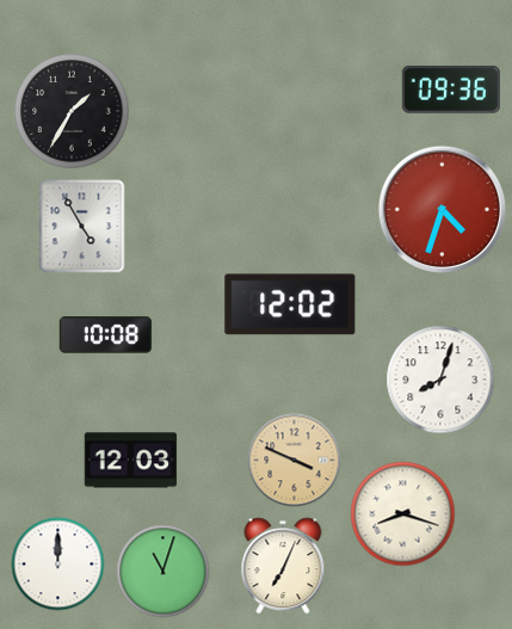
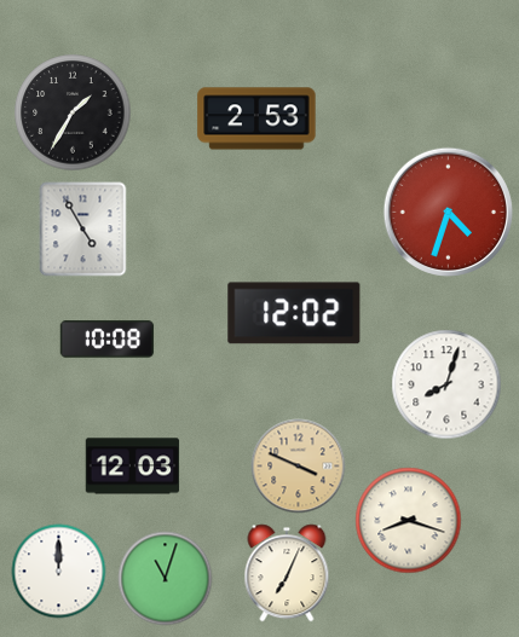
clock at (451, 90): 09:36 -> none
clock at (256, 118): none -> 2:53
clock at (290, 304) position: (290, 304) -> (294, 313)
